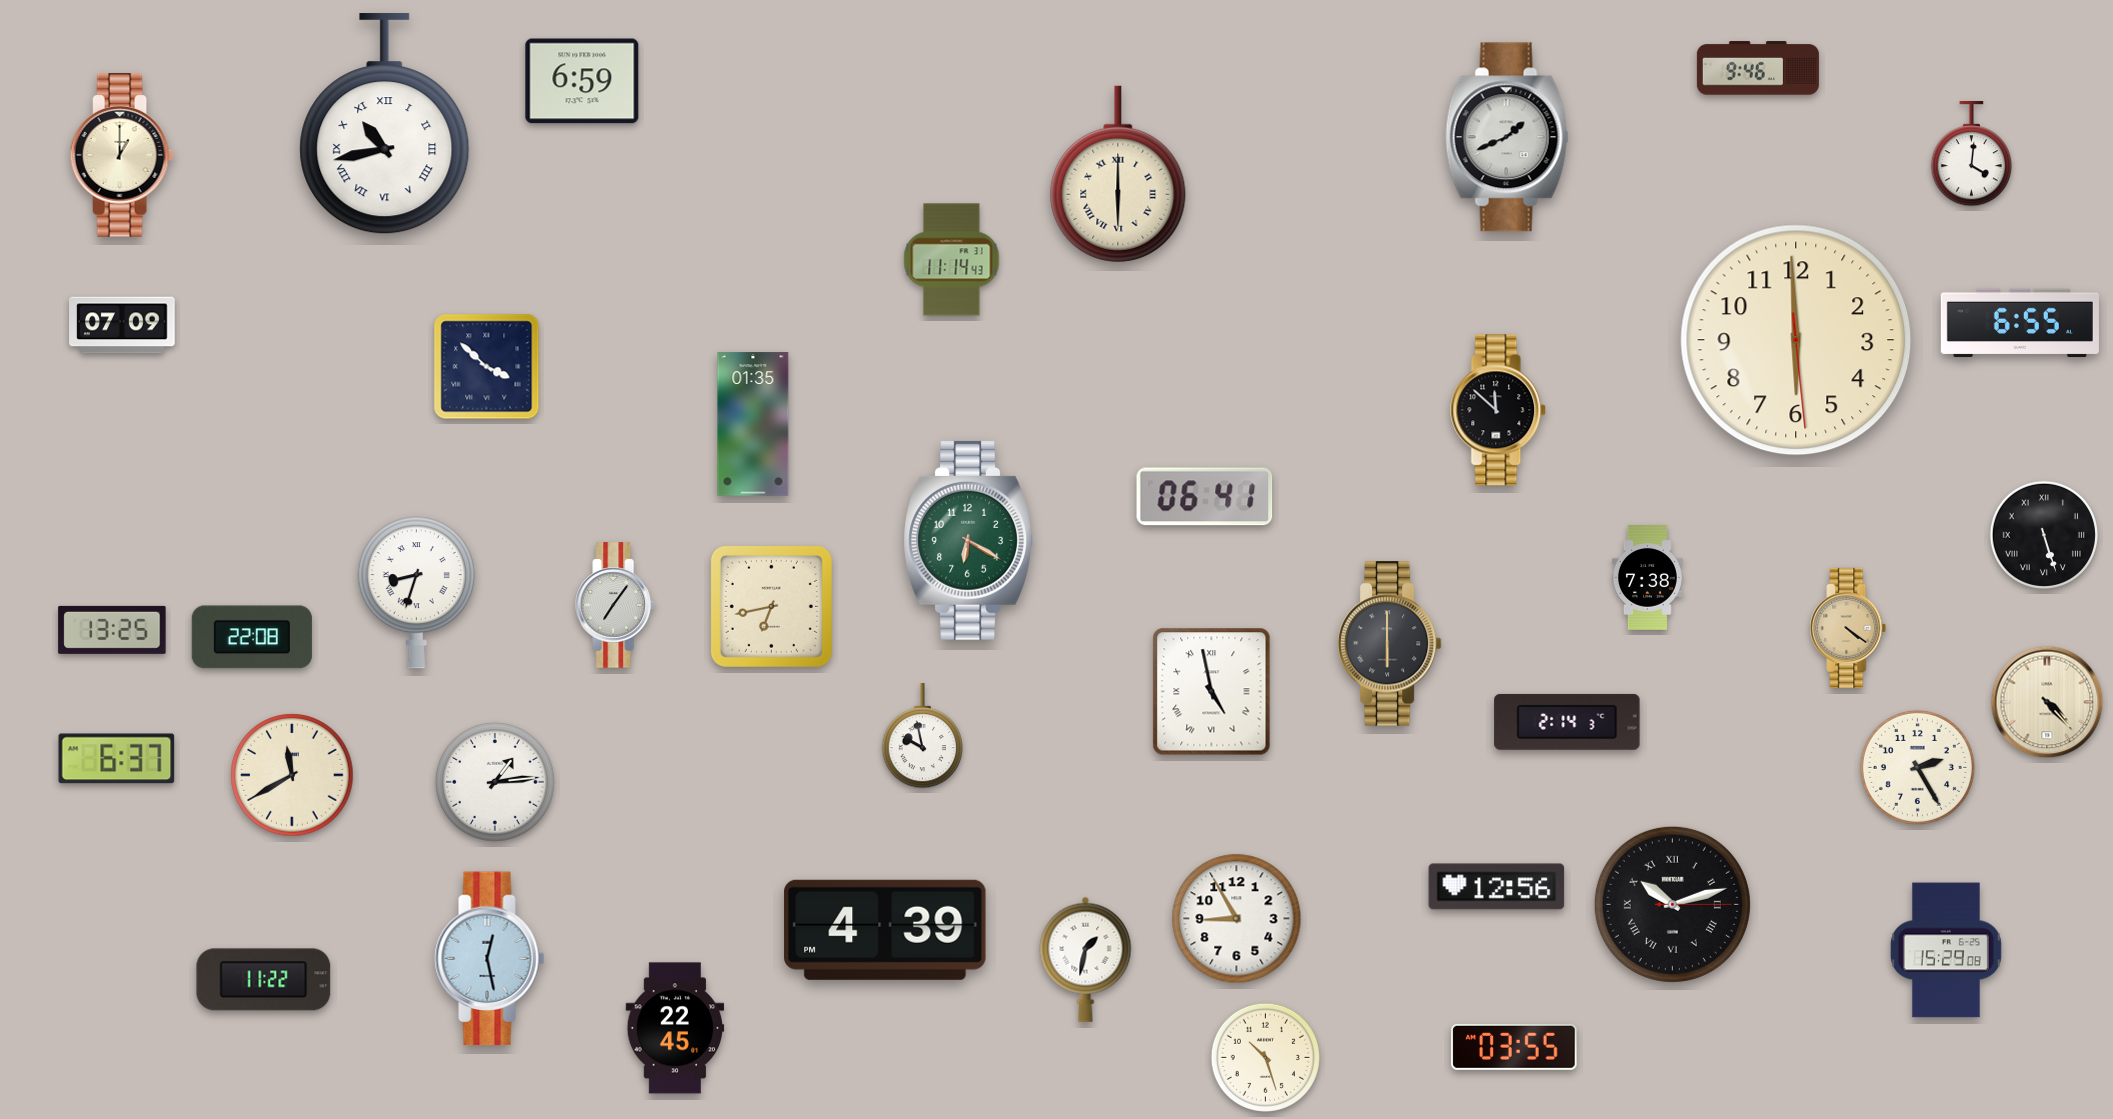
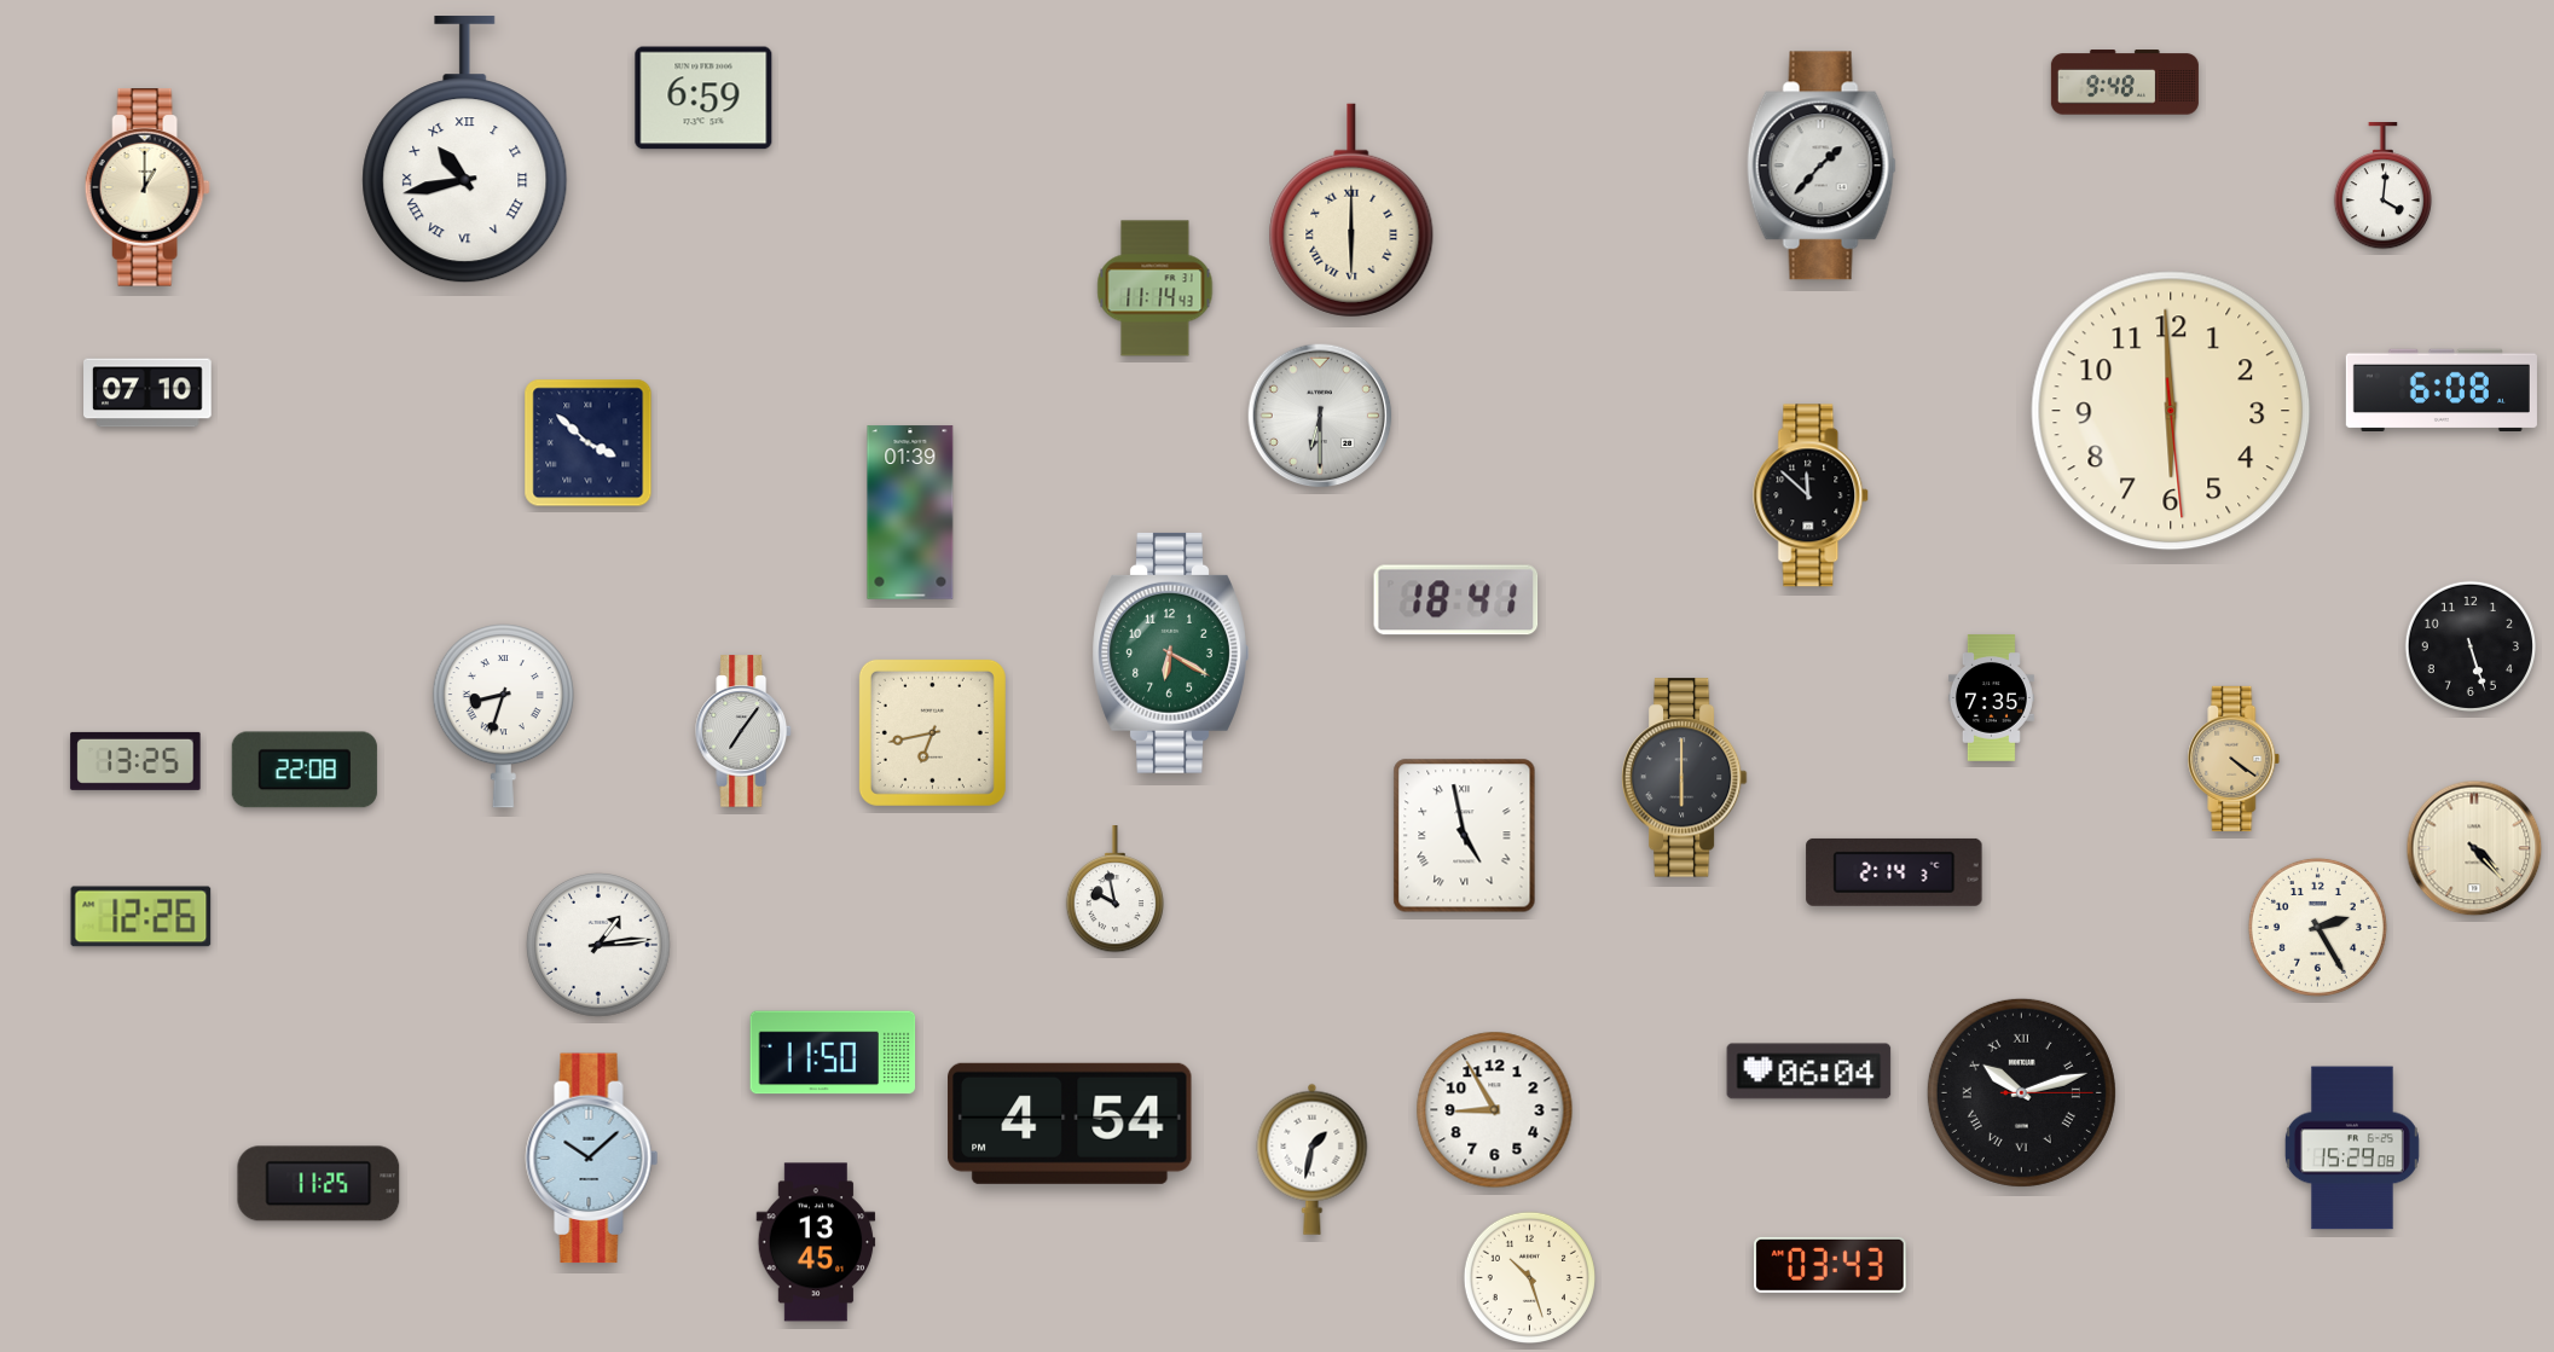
clock at (1758, 68): 9:46 -> 9:48
clock at (1507, 137): 1:41 -> 1:37
clock at (952, 260) position: (952, 260) -> (1156, 289)
clock at (2020, 322): 6:55 -> 6:08
clock at (122, 325): 07:09 -> 07:10
clock at (1320, 416): none -> 6:30
clock at (753, 424): 01:35 -> 01:39
clock at (1205, 497): 06:41 -> 18:41
clock at (2043, 534) numerals: Roman -> Arabic
clock at (1647, 578): 7:38 -> 7:35
clock at (1389, 644) position: (1389, 644) -> (1684, 778)
clock at (117, 759): 6:37 -> 12:26
clock at (292, 775): 11:40 -> none
clock at (833, 1052): none -> 11:50
clock at (1497, 887): 12:56 -> 06:04
clock at (885, 930): 4:39 -> 4:54
clock at (490, 959): 12:28 -> 10:08
clock at (264, 980): 11:22 -> 11:25
clock at (675, 1028): 22:45 -> 13:45
clock at (1514, 1047): 03:55 -> 03:43
